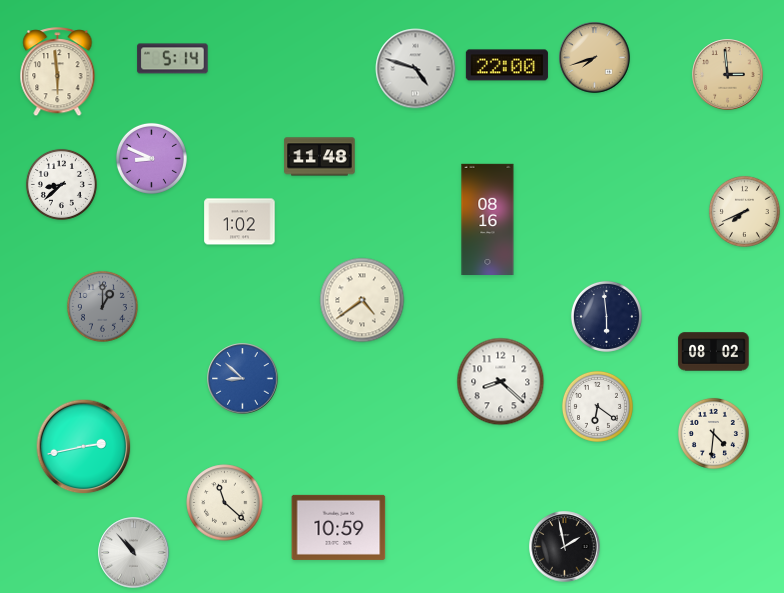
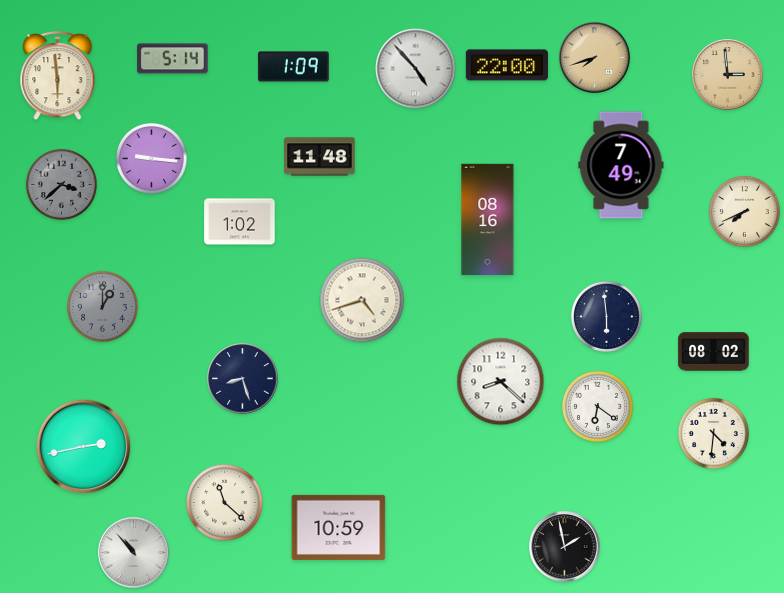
clock at (294, 67): none -> 1:09
clock at (416, 69): 4:48 -> 4:53
clock at (58, 72) position: (58, 72) -> (58, 76)
clock at (151, 158): 8:49 -> 9:16
clock at (621, 165): none -> 7:49
clock at (61, 184): 8:38 -> 3:38
clock at (61, 184) dial: white -> grey
clock at (362, 300): 4:39 -> 4:42
clock at (243, 379): 8:52 -> 8:27
clock at (243, 379) dial: blue -> navy
